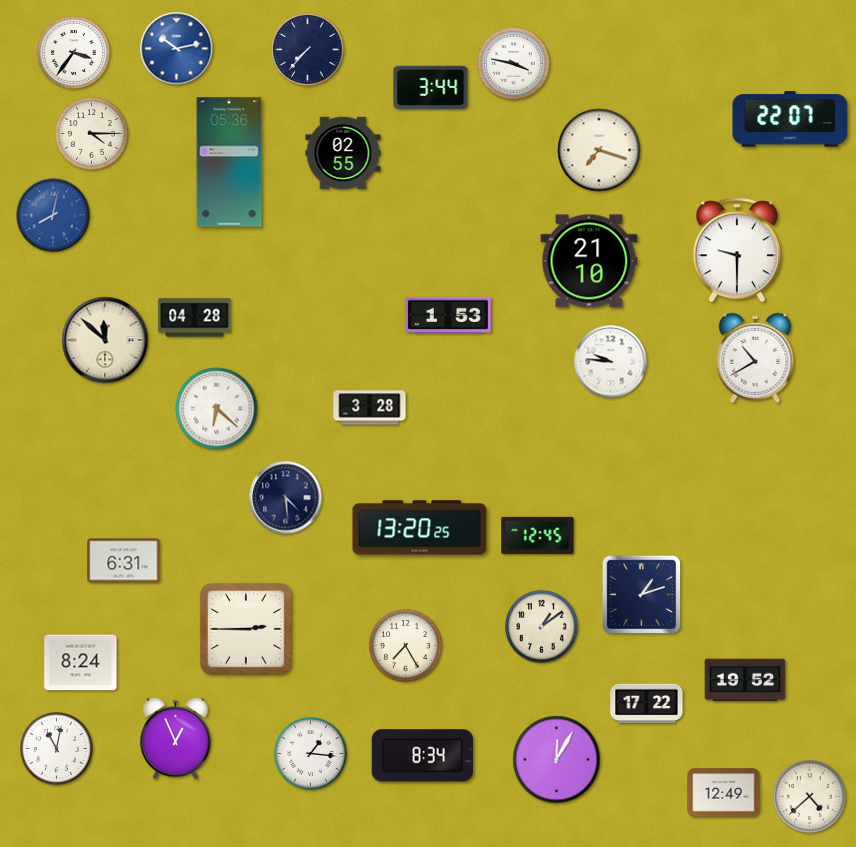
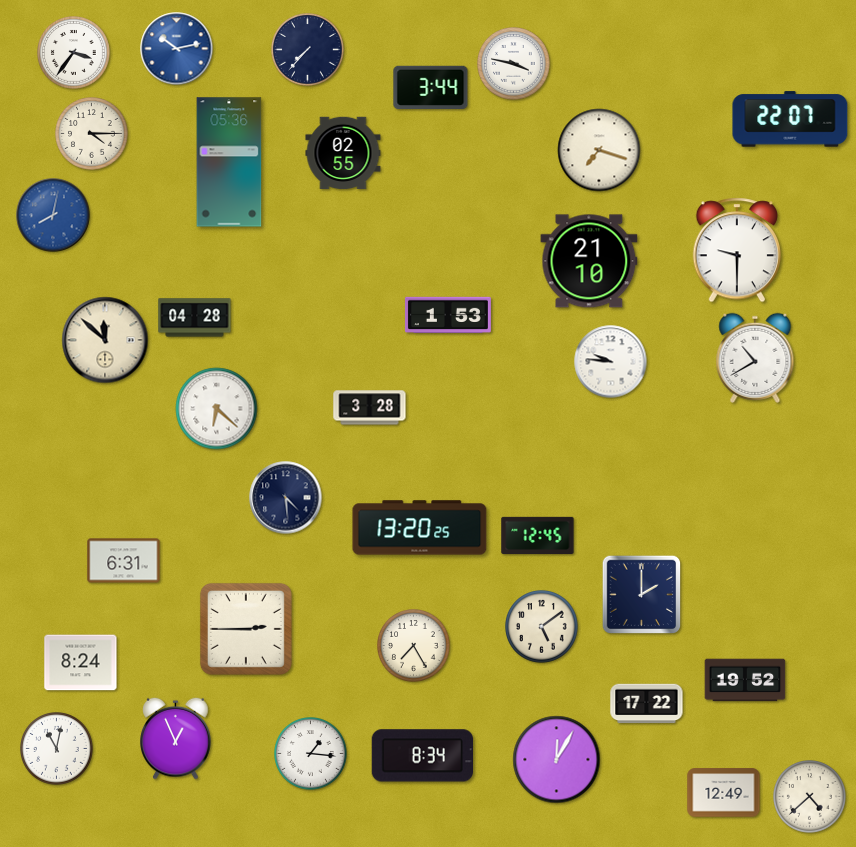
clock at (642, 595): 1:12 -> 2:00
clock at (542, 627): 1:09 -> 5:09
clock at (406, 646) position: (406, 646) -> (414, 646)
